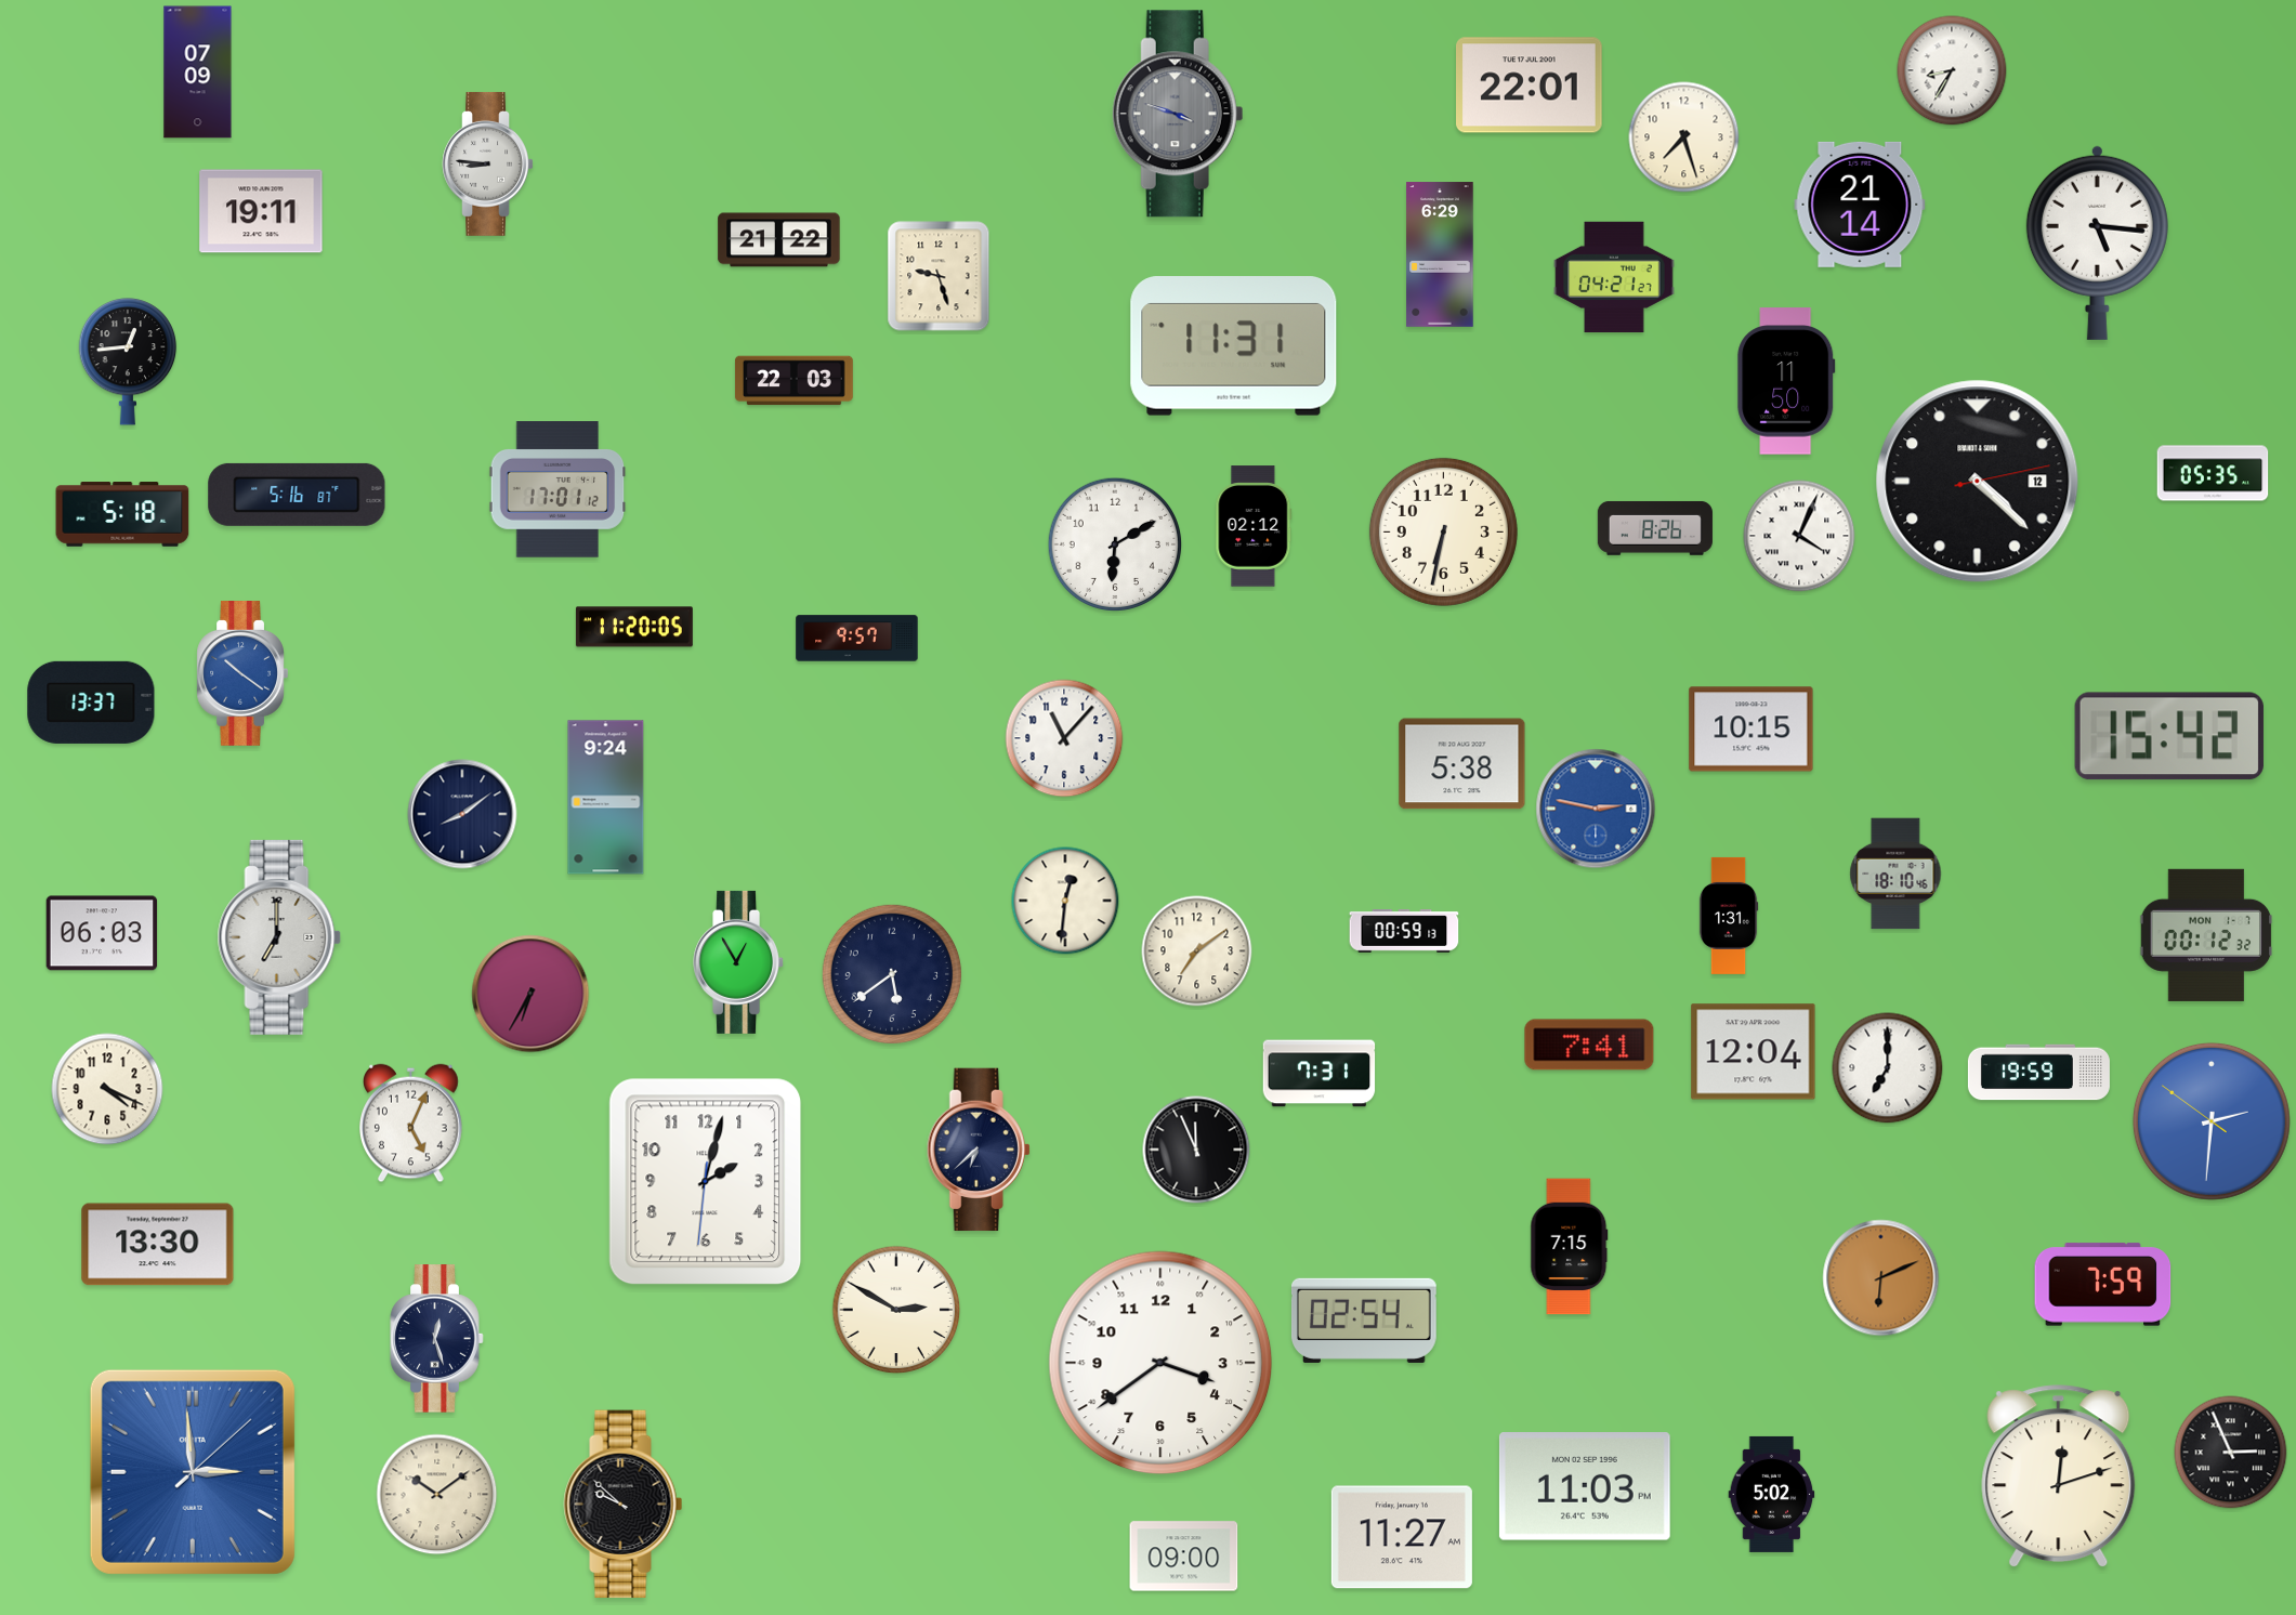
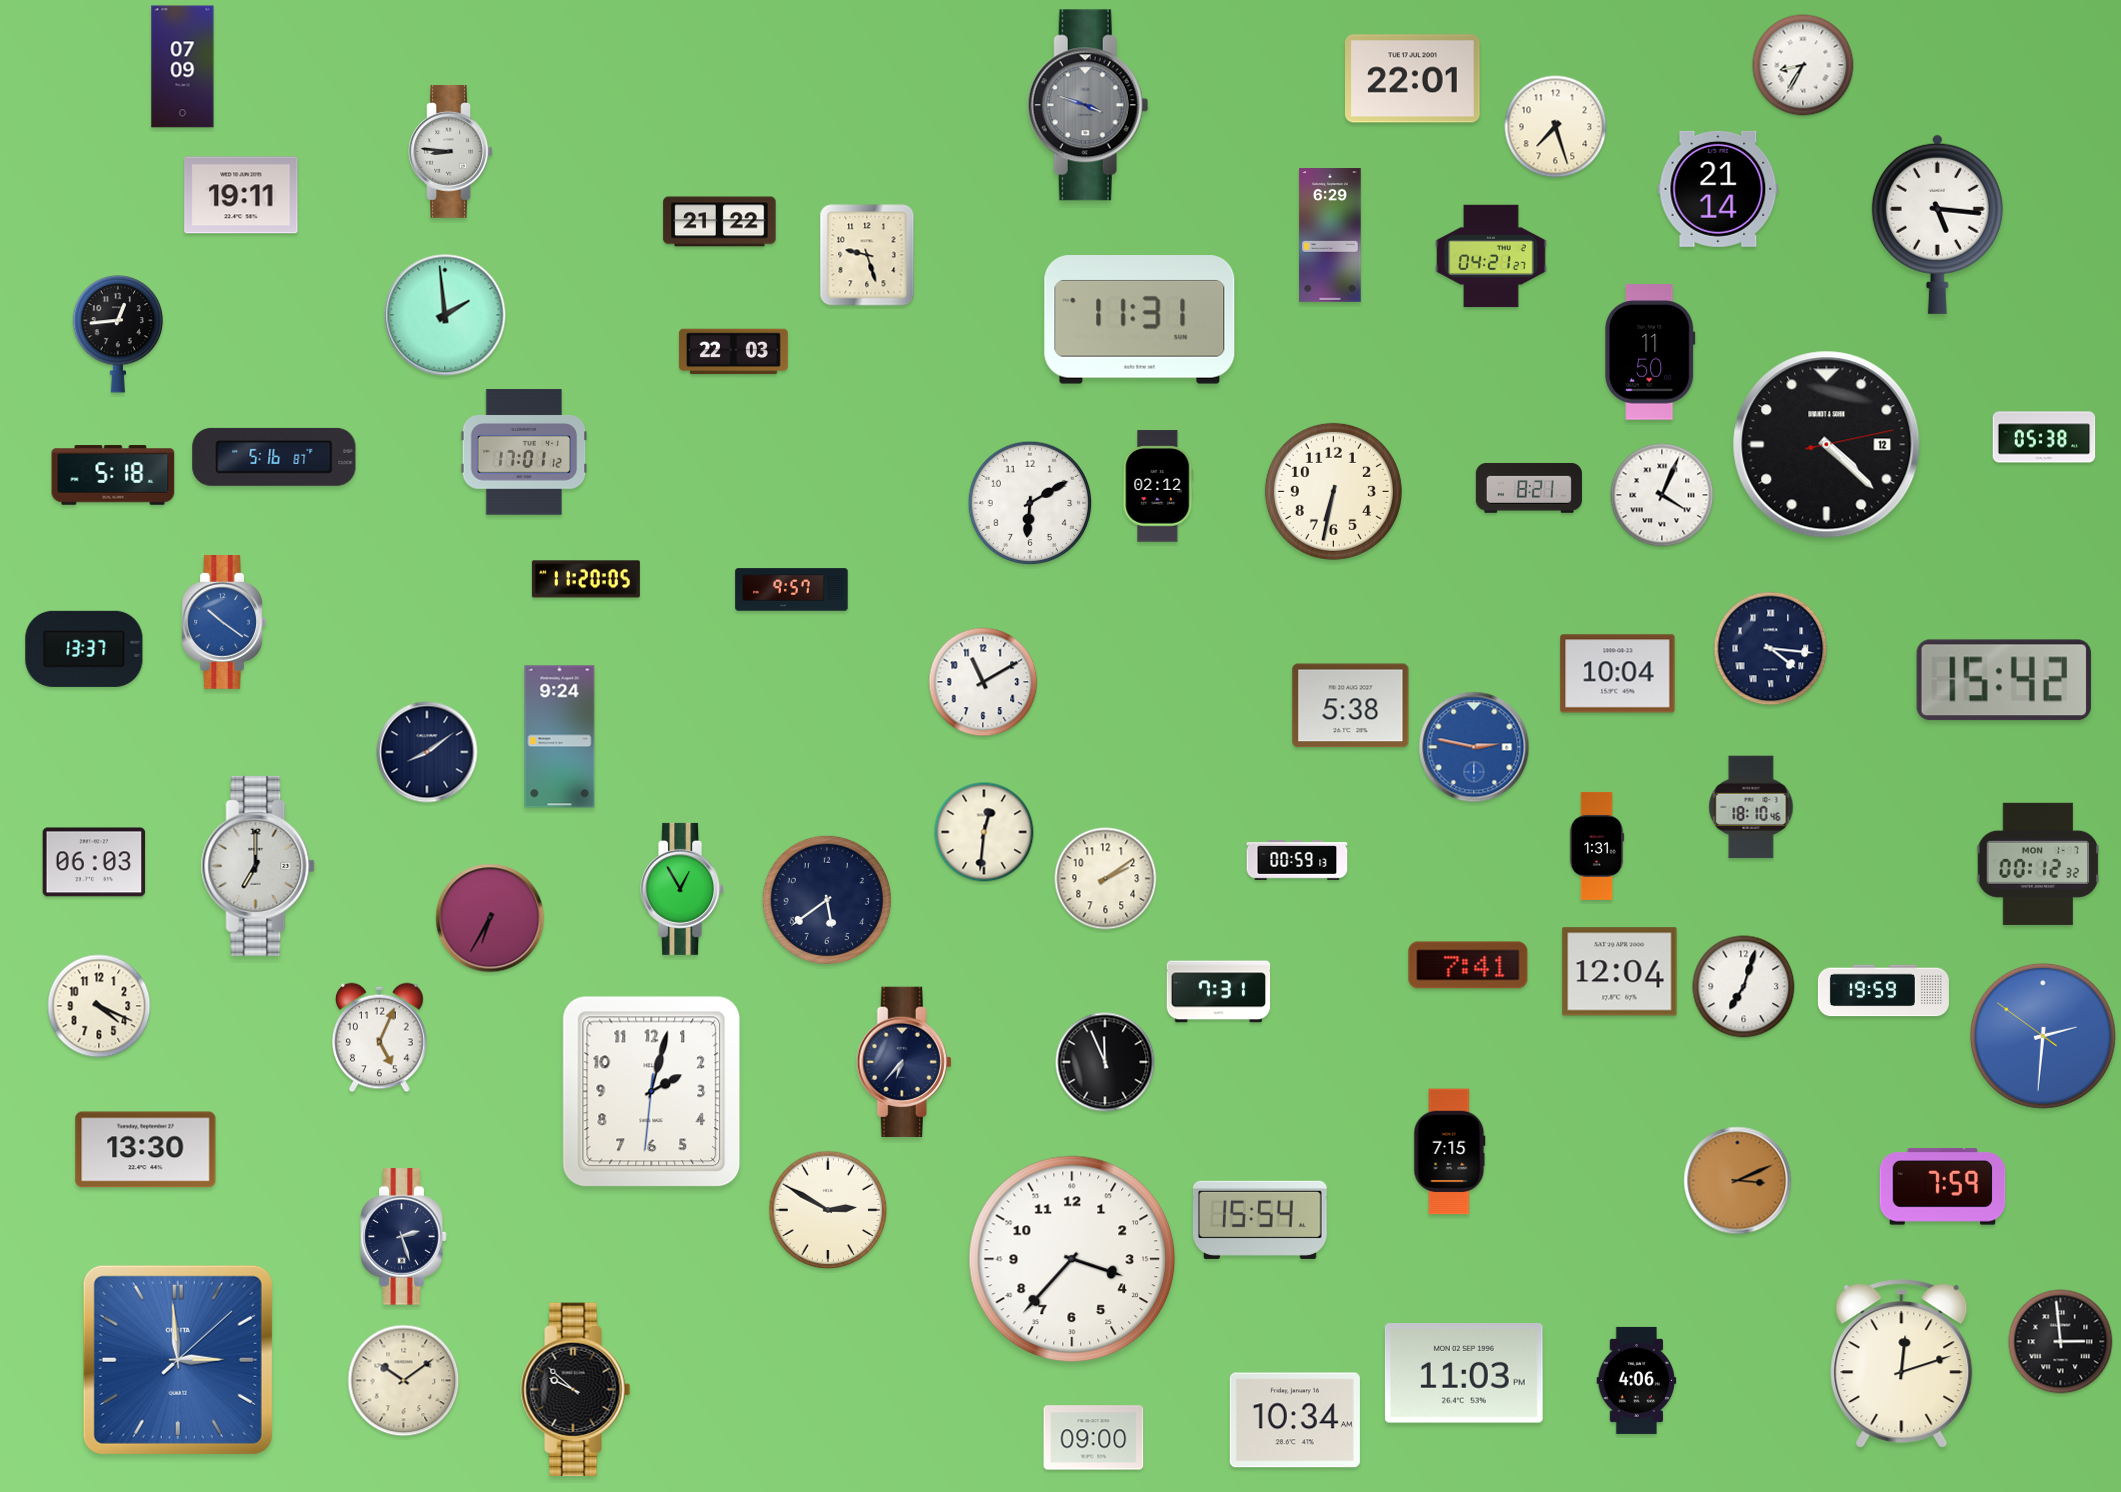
clock at (445, 315): none -> 1:59
clock at (2213, 473): 05:35 -> 05:38
clock at (557, 489) position: (557, 489) -> (524, 452)
clock at (1655, 528): 8:26 -> 8:21
clock at (1771, 649): none -> 4:16
clock at (1751, 730): 10:15 -> 10:04
clock at (1064, 738): 11:07 -> 11:10
clock at (1197, 951): 7:09 -> 2:09
clock at (892, 974) position: (892, 974) -> (827, 900)
clock at (1888, 1068): 7:00 -> 7:03
clock at (979, 1150): 6:38 -> 6:37
clock at (1881, 1278): 6:11 -> 3:11
clock at (1364, 1321): 02:54 -> 15:54
clock at (437, 1339): 12:27 -> 2:27
clock at (1160, 1363): 3:39 -> 3:37
clock at (2231, 1453): 2:56 -> 2:59
clock at (1772, 1494): 5:02 -> 4:06
clock at (1402, 1537): 11:27 -> 10:34
